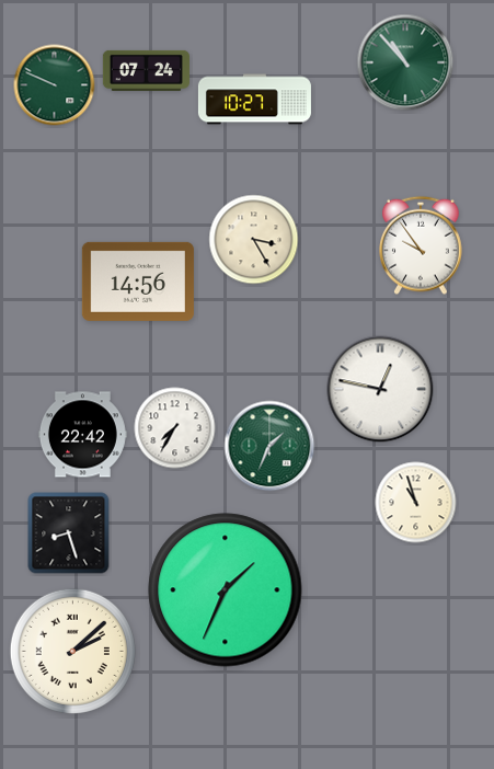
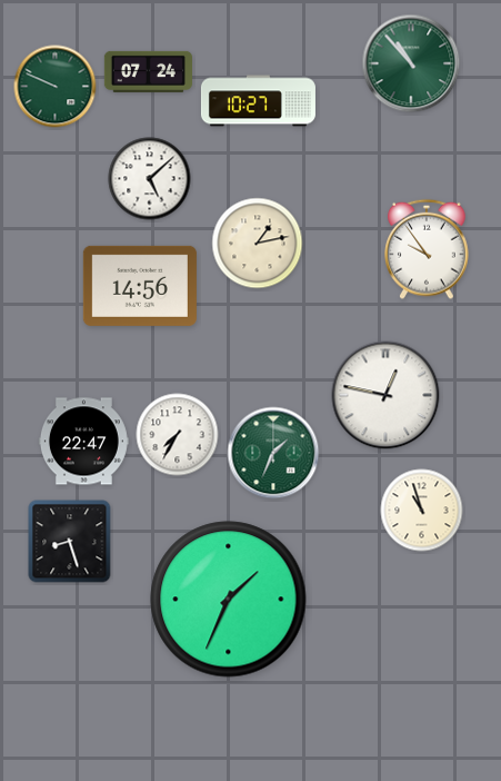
clock at (150, 179): none -> 5:08
clock at (254, 240): 3:25 -> 1:13
clock at (82, 435): 22:42 -> 22:47
clock at (72, 651): 2:08 -> none
